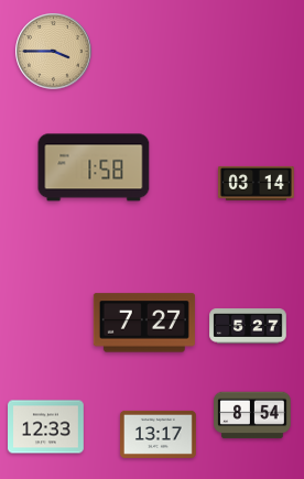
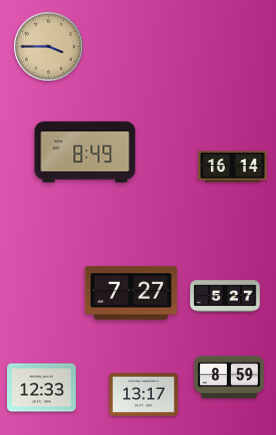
clock at (94, 167): 1:58 -> 8:49
clock at (257, 183): 03:14 -> 16:14
clock at (252, 415): 8:54 -> 8:59
